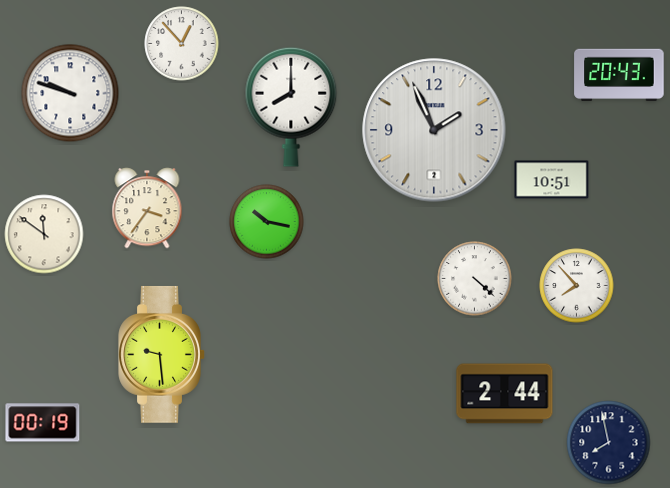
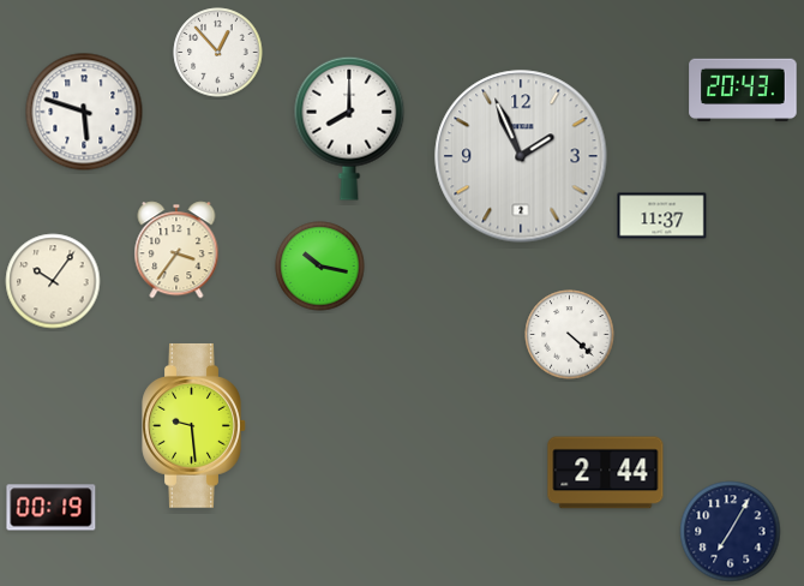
clock at (70, 93): 9:48 -> 5:48
clock at (552, 180): 10:51 -> 11:37
clock at (44, 234): 11:51 -> 10:06
clock at (577, 286): 7:53 -> none
clock at (609, 443): 7:58 -> 7:05
